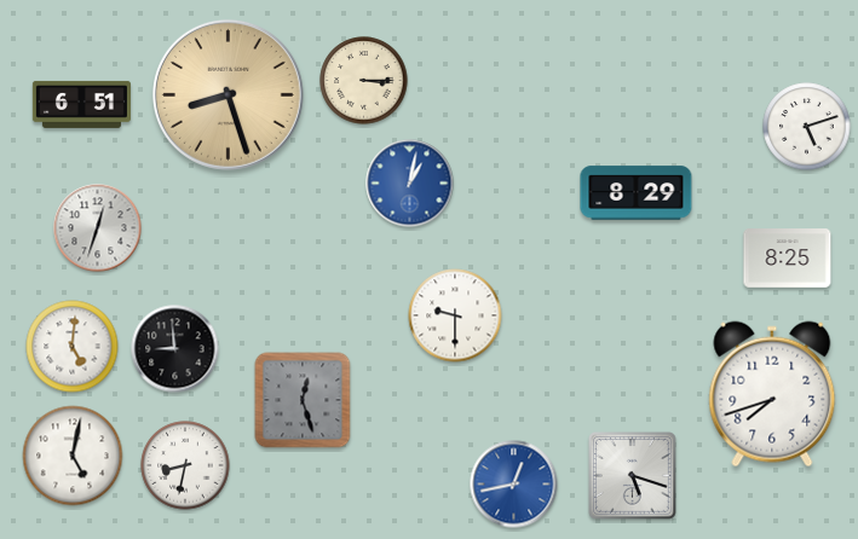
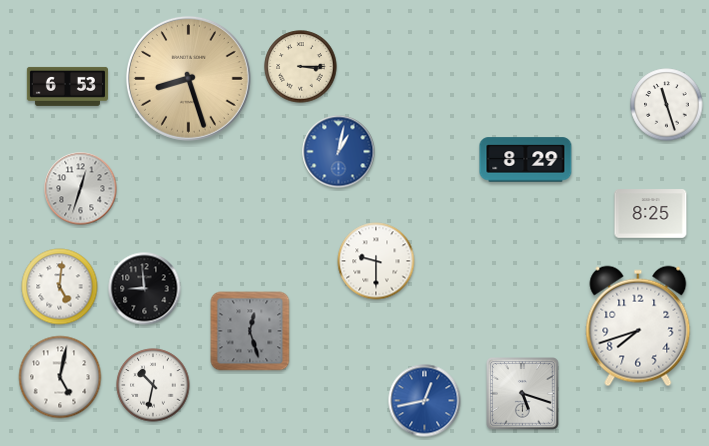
clock at (81, 104): 6:51 -> 6:53
clock at (807, 127): 5:12 -> 11:27
clock at (185, 465): 8:32 -> 10:32
